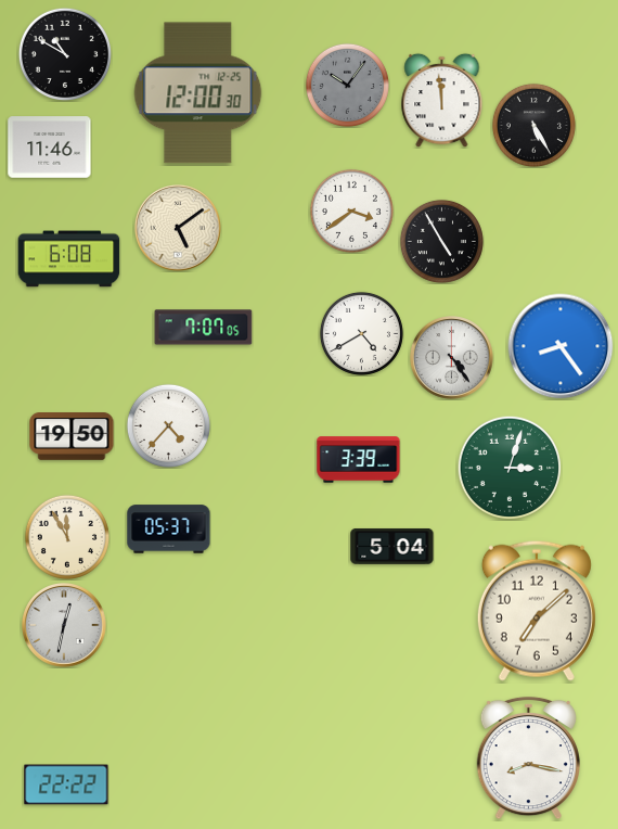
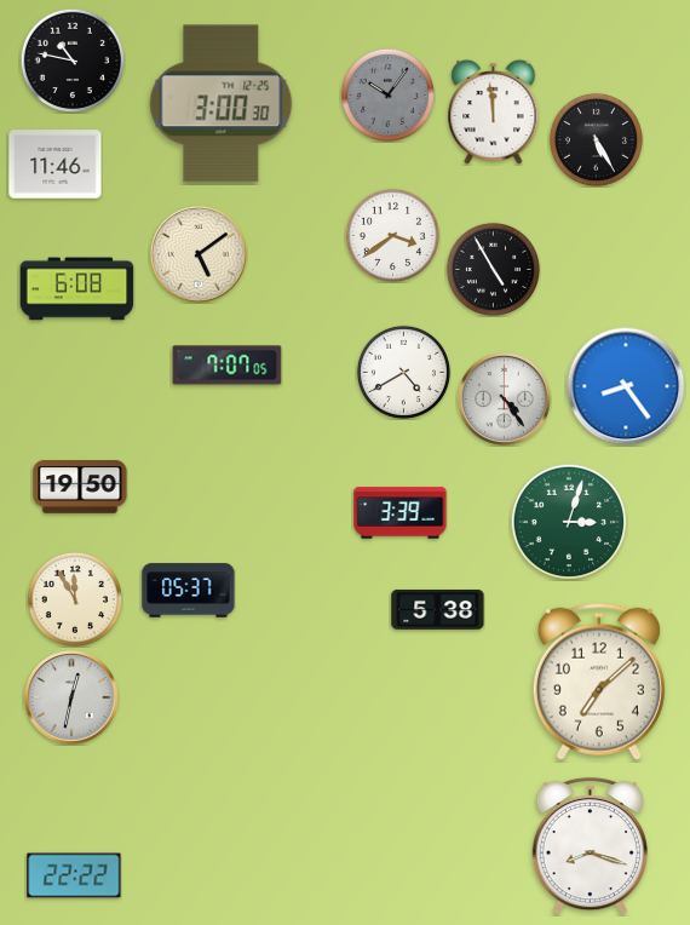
clock at (64, 53): 10:50 -> 10:47
clock at (198, 93): 12:00 -> 3:00
clock at (168, 425): 4:37 -> none
clock at (392, 546): 5:04 -> 5:38
clock at (528, 758): 8:17 -> 8:18
